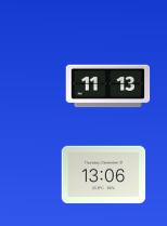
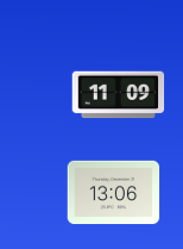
clock at (107, 87): 11:13 -> 11:09
